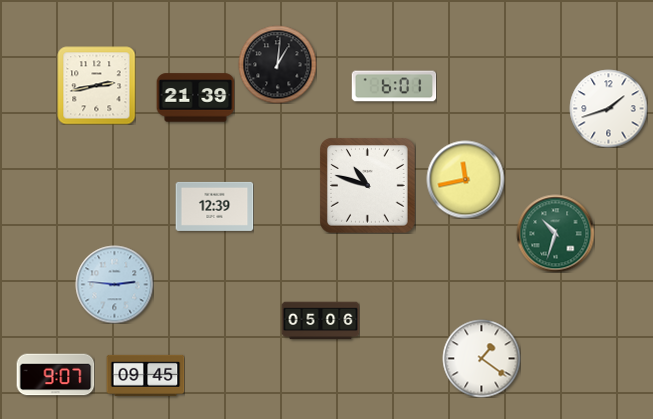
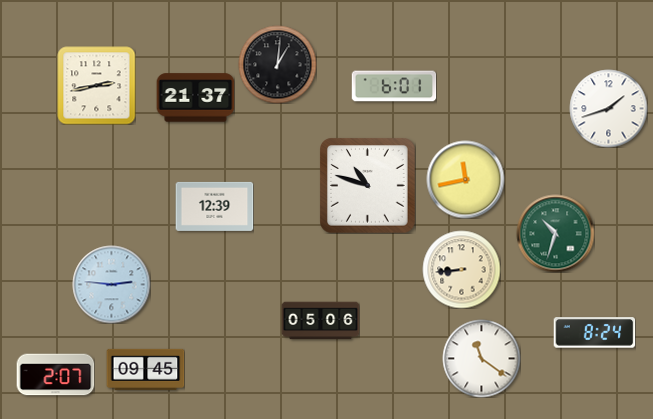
clock at (195, 98): 21:39 -> 21:37
clock at (461, 269): none -> 8:44
clock at (114, 284) position: (114, 284) -> (111, 284)
clock at (594, 333): none -> 8:24
clock at (481, 358): 1:21 -> 11:21
clock at (55, 375): 9:07 -> 2:07
clock at (145, 375) position: (145, 375) -> (145, 369)
